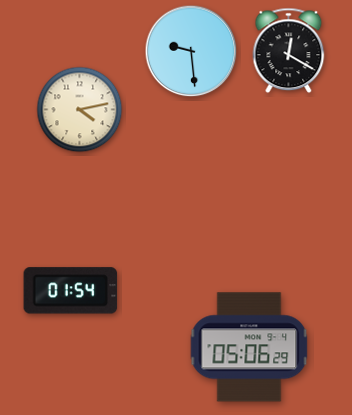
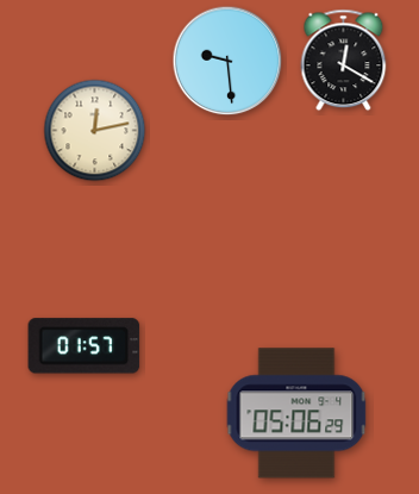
clock at (80, 110): 4:13 -> 12:13
clock at (71, 291): 01:54 -> 01:57
